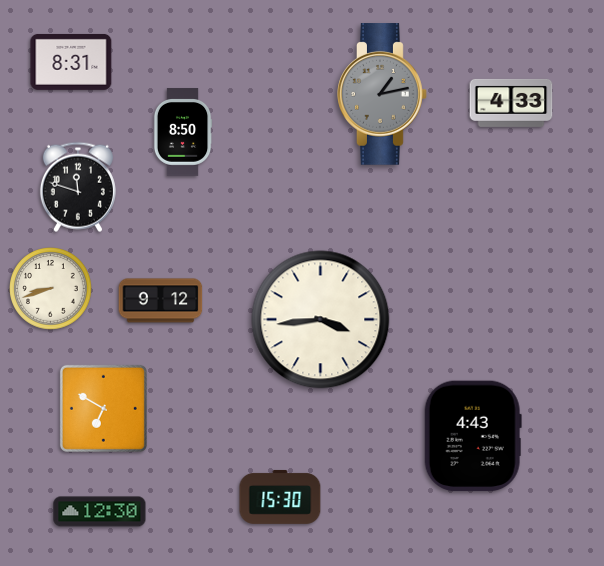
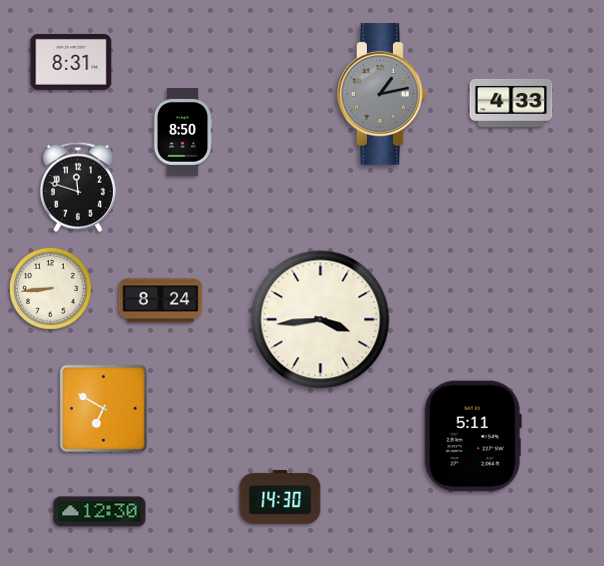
clock at (51, 289): 8:42 -> 8:44
clock at (161, 301): 9:12 -> 8:24
clock at (473, 436): 4:43 -> 5:11
clock at (280, 497): 15:30 -> 14:30
